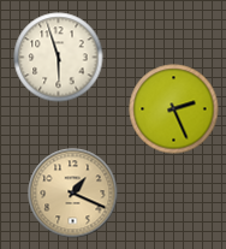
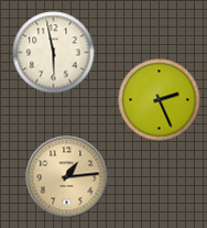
clock at (59, 58): 5:57 -> 5:58
clock at (73, 194): 1:19 -> 1:14
